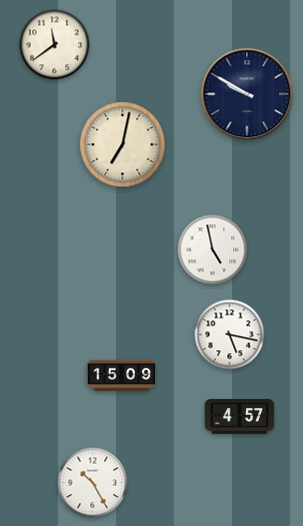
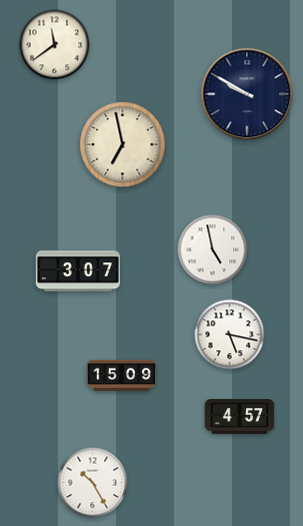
clock at (123, 145): 7:02 -> 6:58
clock at (77, 271): none -> 3:07
